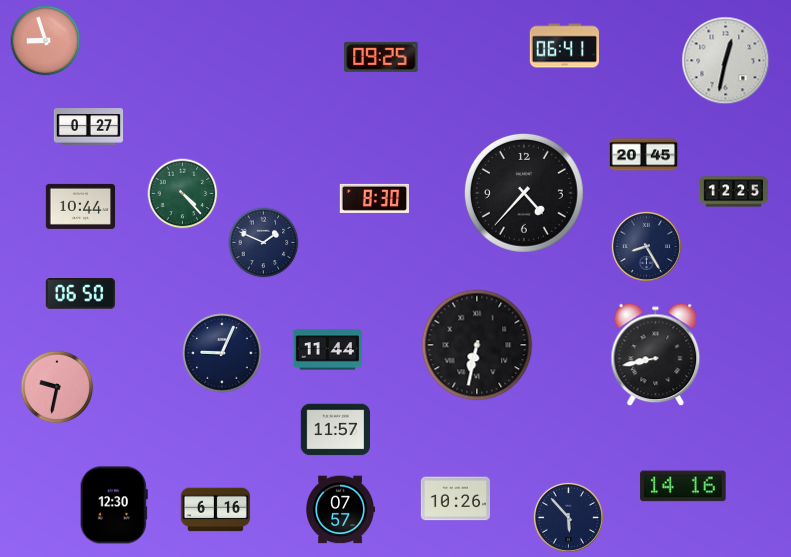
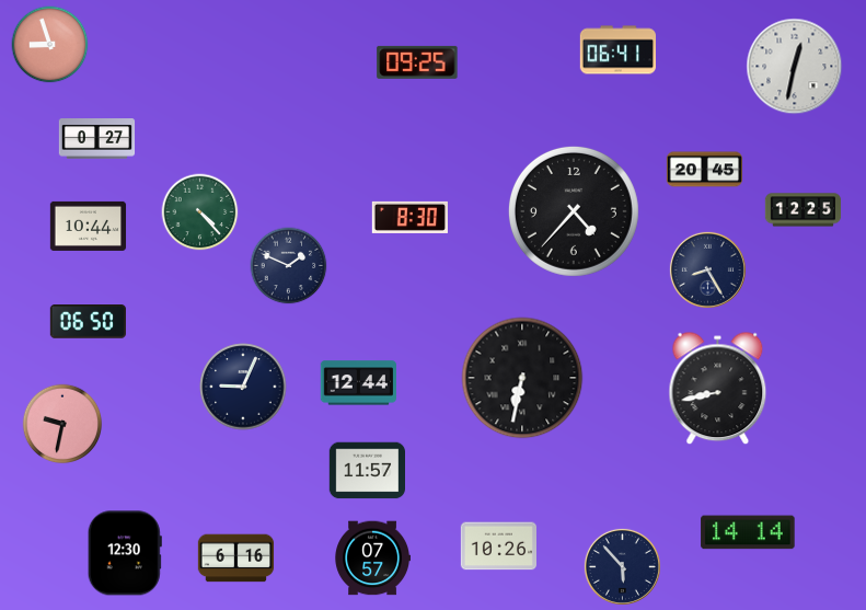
clock at (327, 350): 11:44 -> 12:44
clock at (683, 486): 14:16 -> 14:14
